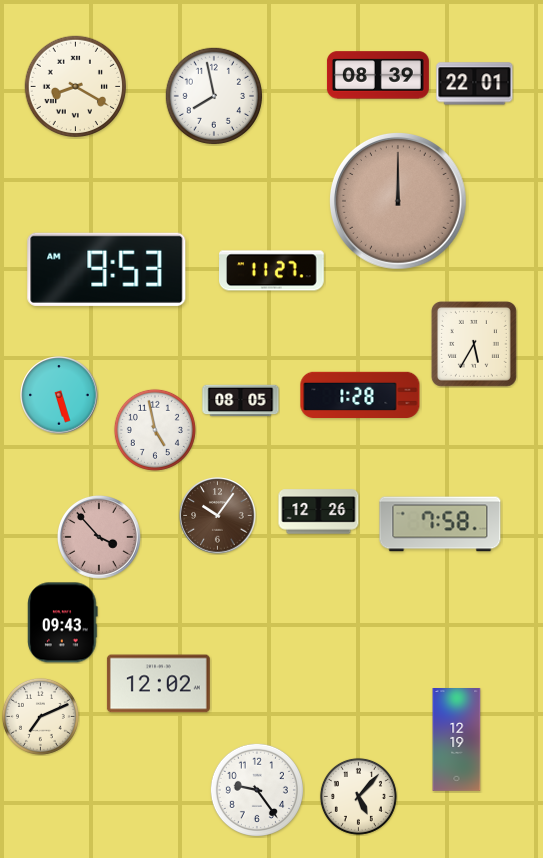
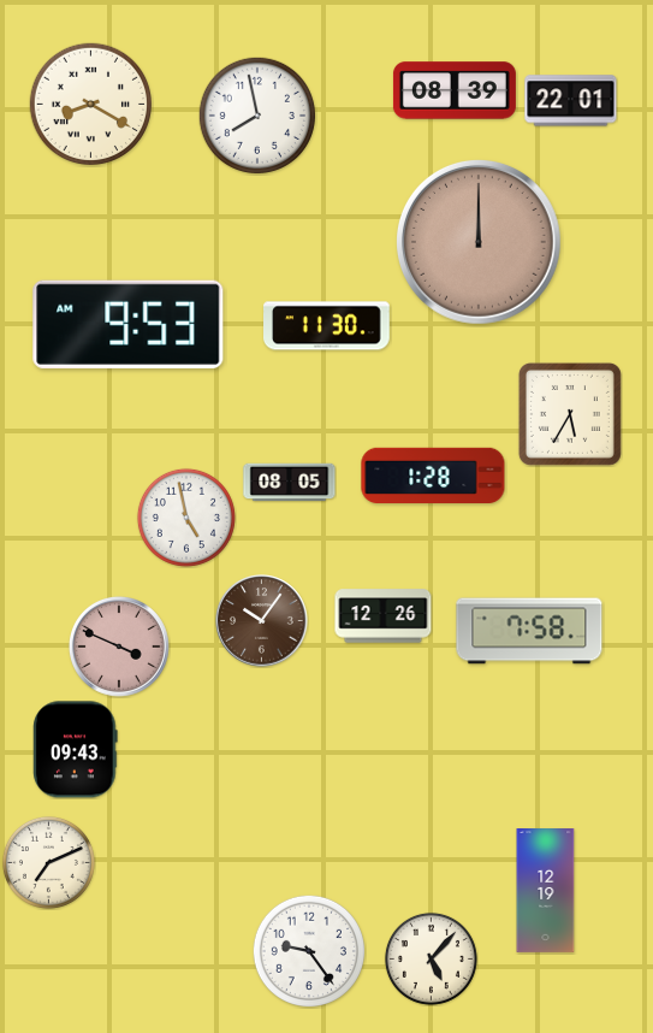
clock at (272, 271): 11:27 -> 11:30
clock at (59, 395): 5:27 -> none
clock at (99, 537): 3:53 -> 3:49
clock at (158, 684): 12:02 -> none
clock at (457, 740) position: (457, 740) -> (546, 891)
